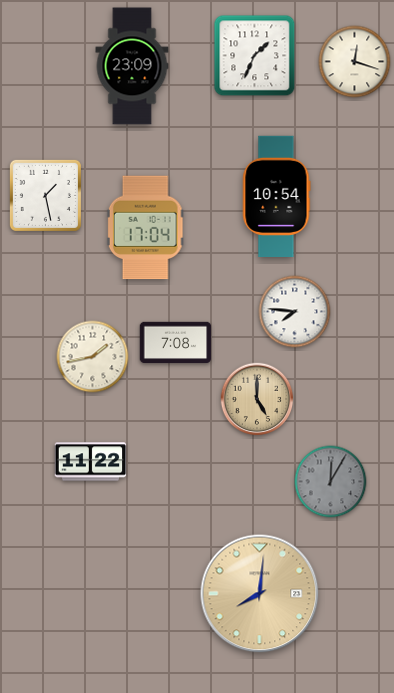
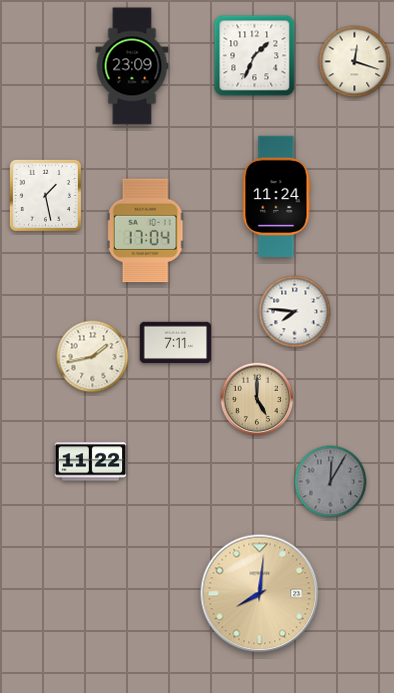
clock at (276, 196): 10:54 -> 11:24
clock at (145, 228) position: (145, 228) -> (145, 231)
clock at (176, 343): 7:08 -> 7:11
